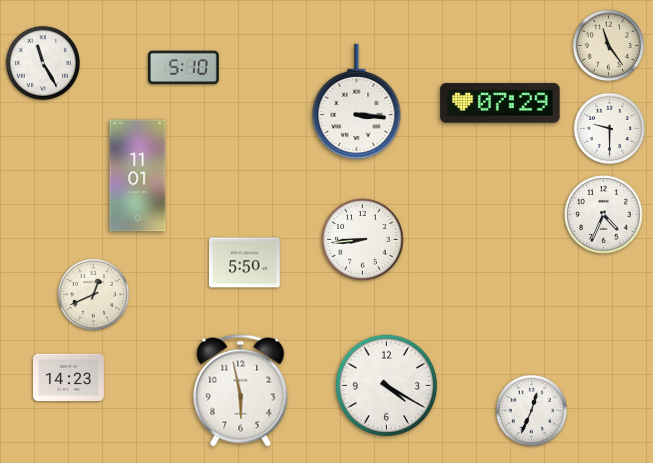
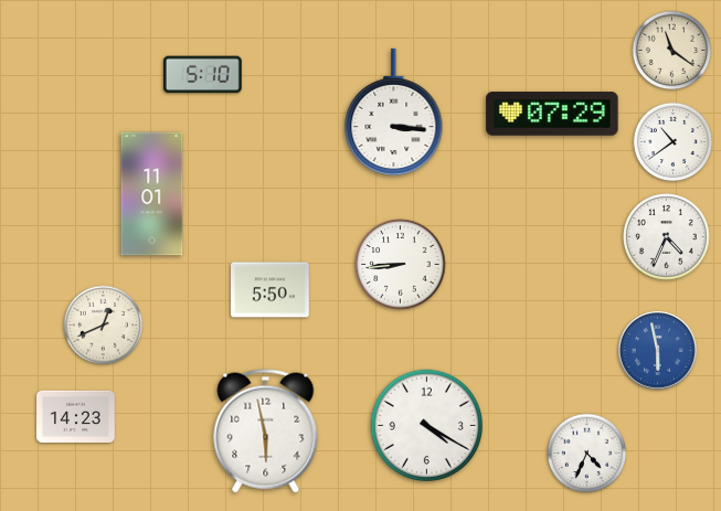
clock at (609, 46): 11:24 -> 11:21
clock at (43, 63): 11:25 -> none
clock at (610, 129): 9:30 -> 10:39
clock at (658, 351): none -> 5:58
clock at (532, 411): 12:34 -> 4:34
